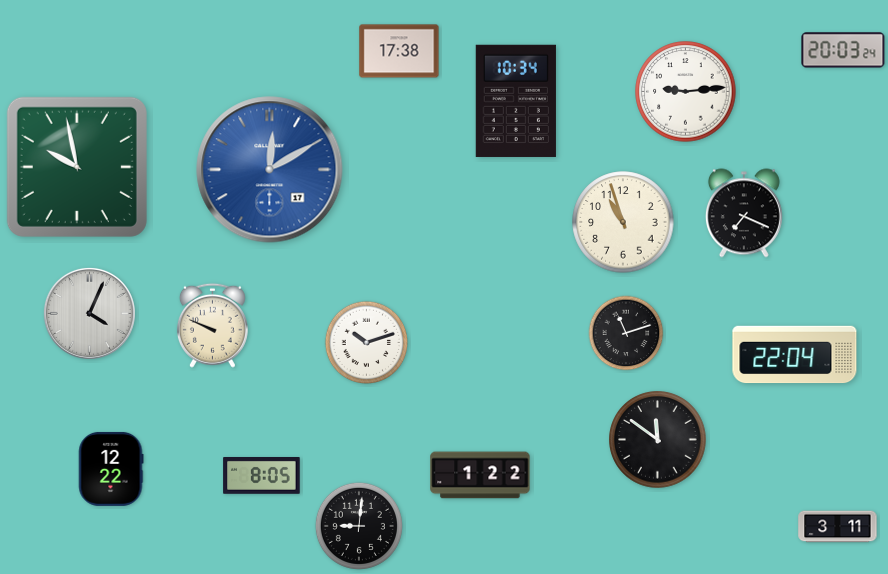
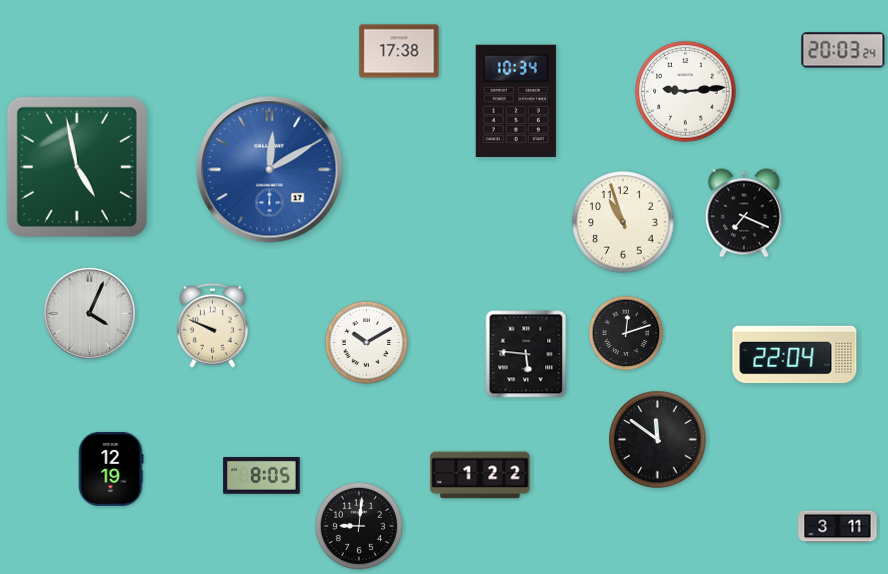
clock at (77, 167): 9:58 -> 4:58
clock at (626, 333): 11:12 -> 12:12
clock at (367, 343): 10:12 -> 10:10
clock at (526, 354): none -> 5:46
clock at (111, 469): 12:22 -> 12:19
